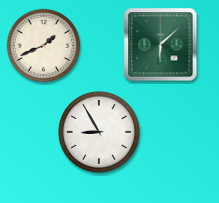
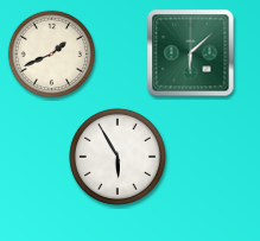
clock at (99, 132): 8:55 -> 5:55
